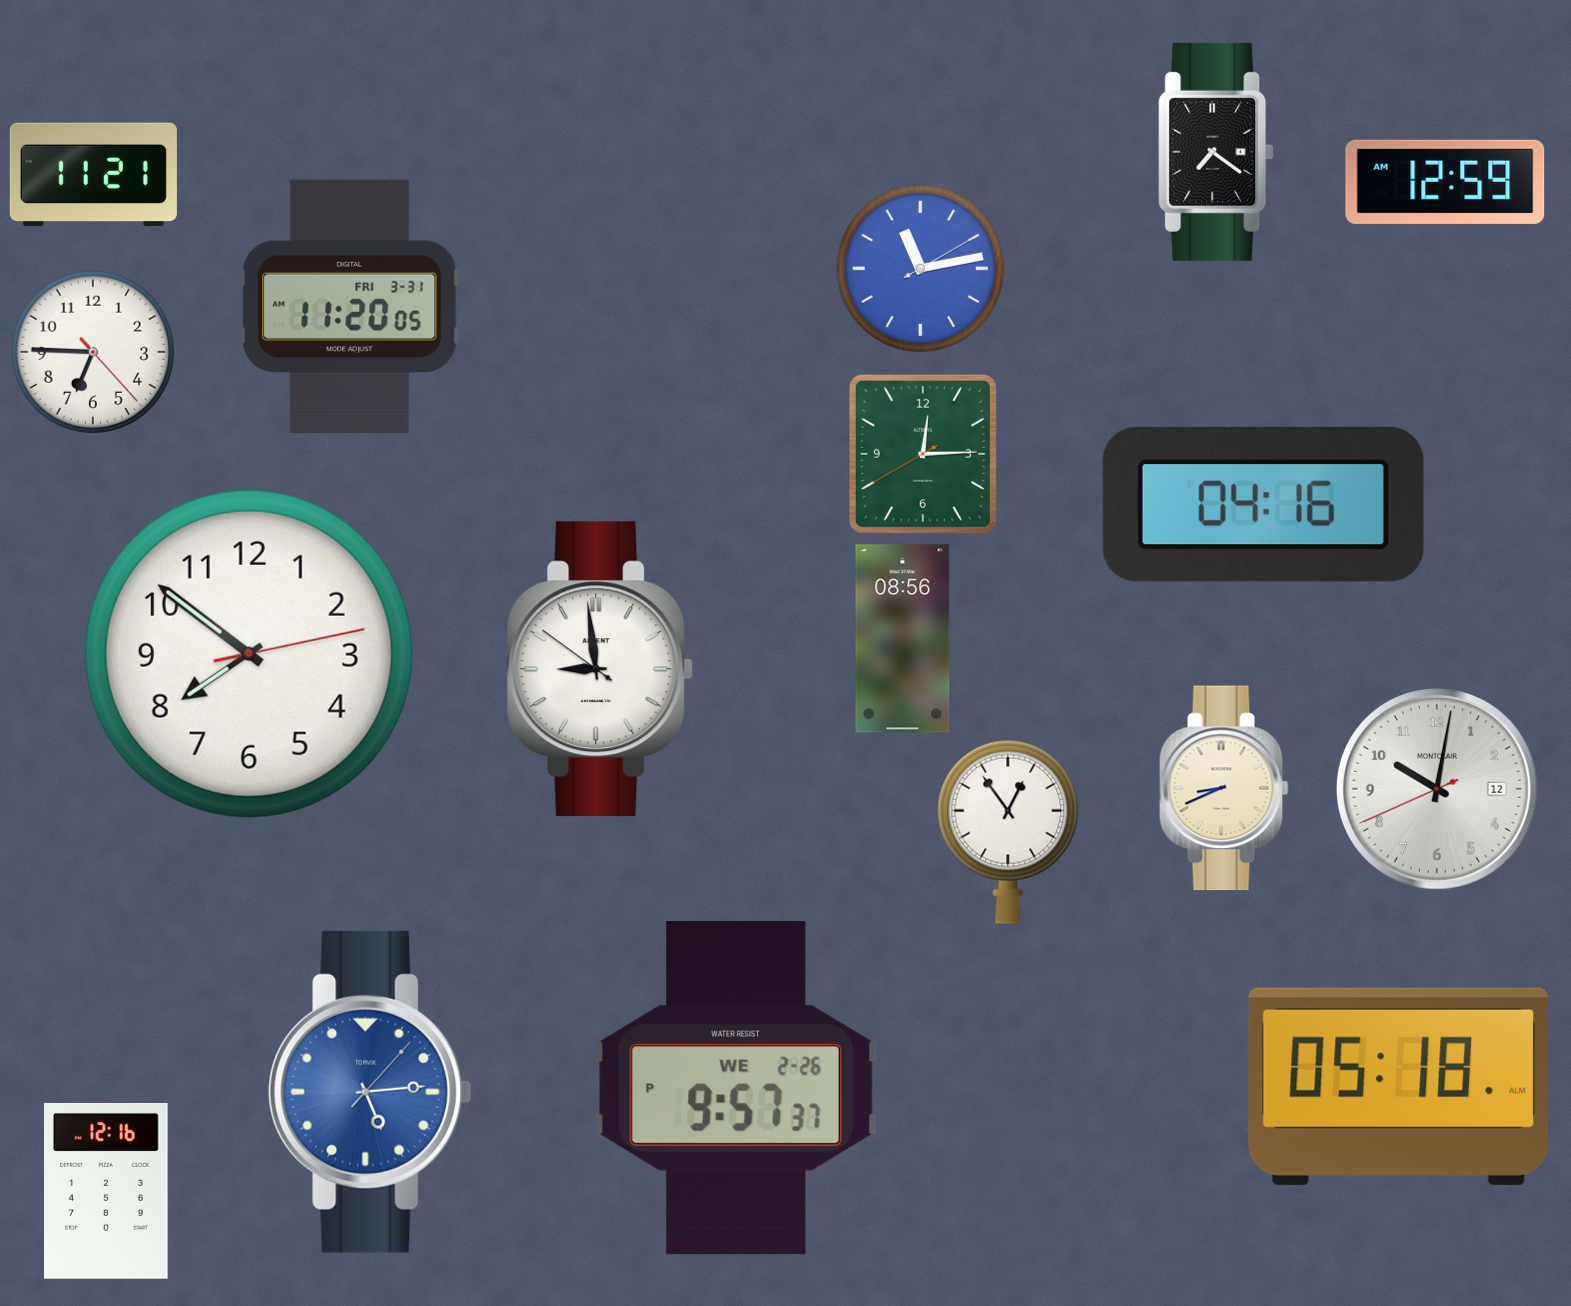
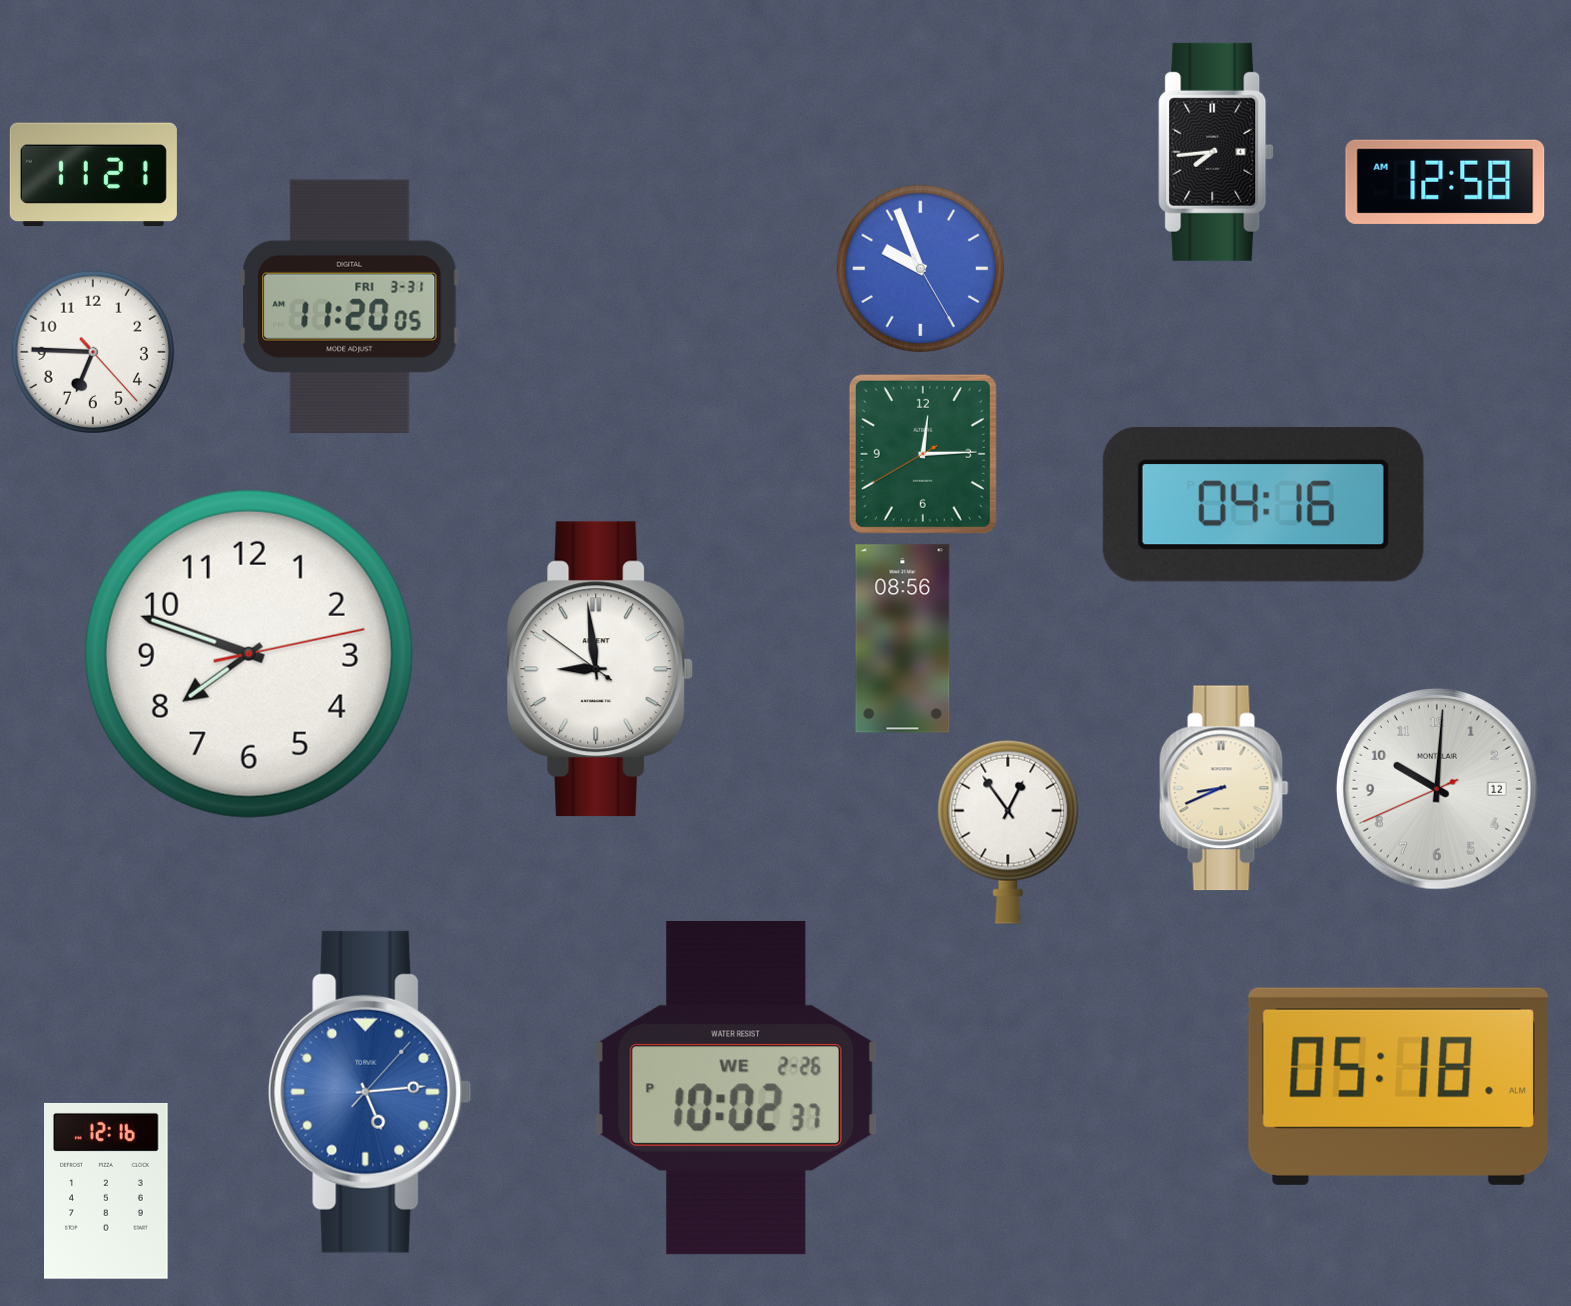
clock at (1216, 152): 7:21 -> 7:44
clock at (1445, 182): 12:59 -> 12:58
clock at (921, 269): 11:13 -> 9:56
clock at (249, 654): 7:51 -> 7:48
clock at (1437, 789): 10:01 -> 10:00
clock at (736, 1088): 9:57 -> 10:02
